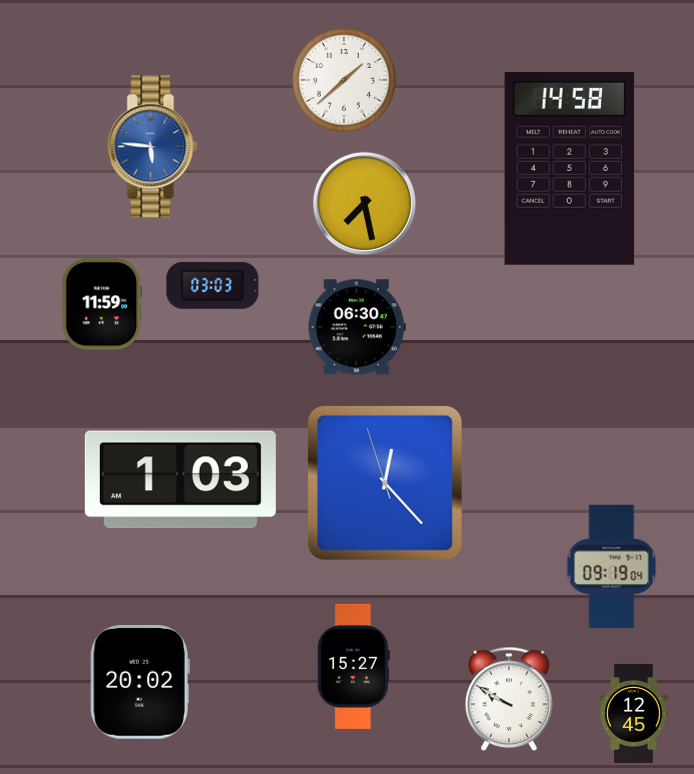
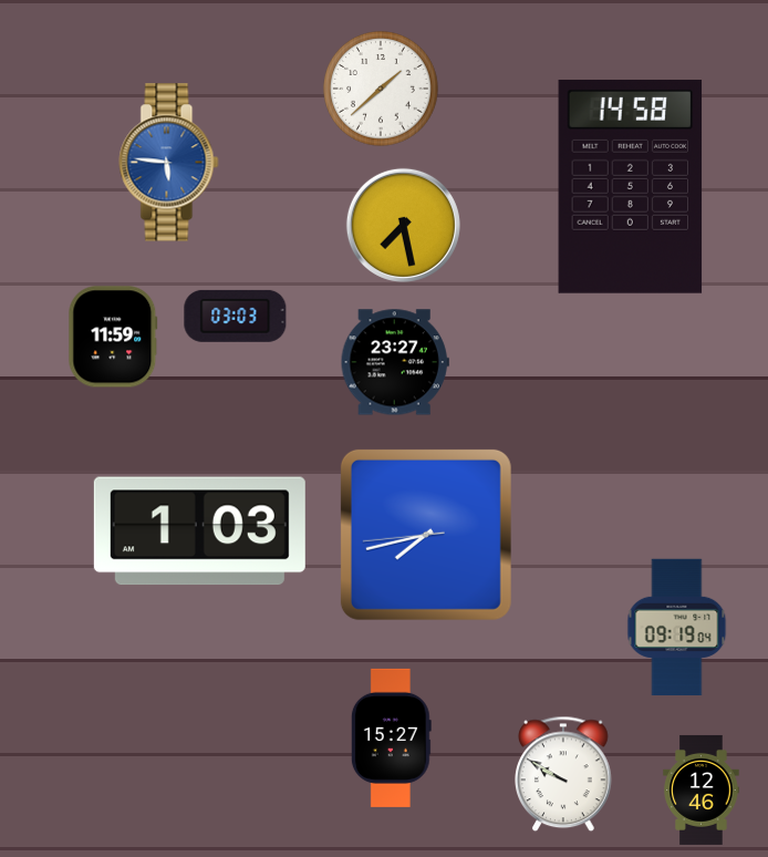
clock at (357, 327): 06:30 -> 23:27
clock at (385, 483): 12:22 -> 7:42
clock at (140, 683): 20:02 -> none
clock at (634, 713): 12:45 -> 12:46
